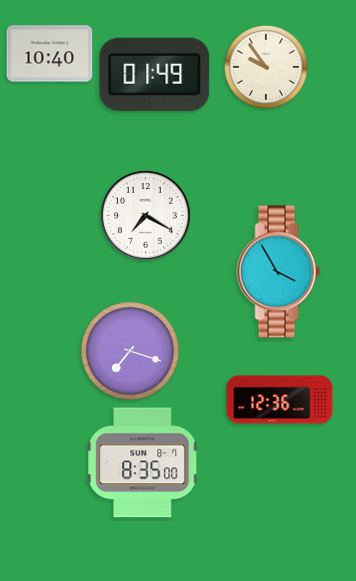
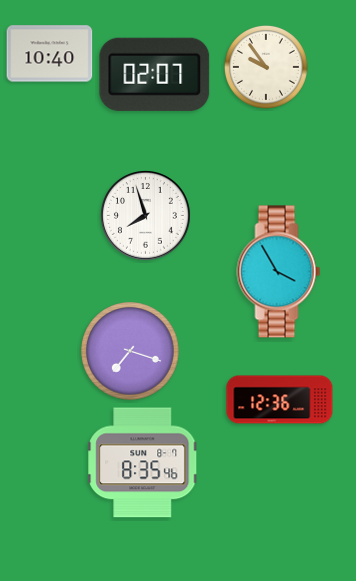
clock at (155, 74): 01:49 -> 02:07
clock at (146, 216): 7:20 -> 7:57
clock at (143, 463): 8:35:00 -> 8:35:46
